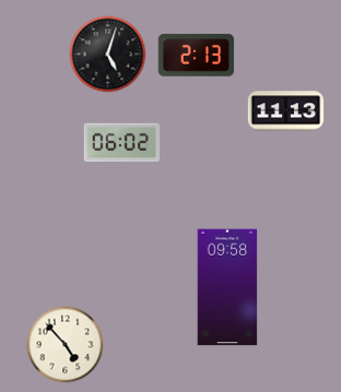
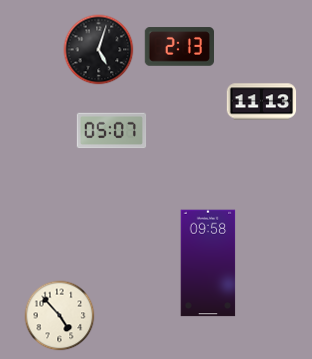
clock at (196, 56) position: (196, 56) -> (179, 47)
clock at (122, 143): 06:02 -> 05:07
